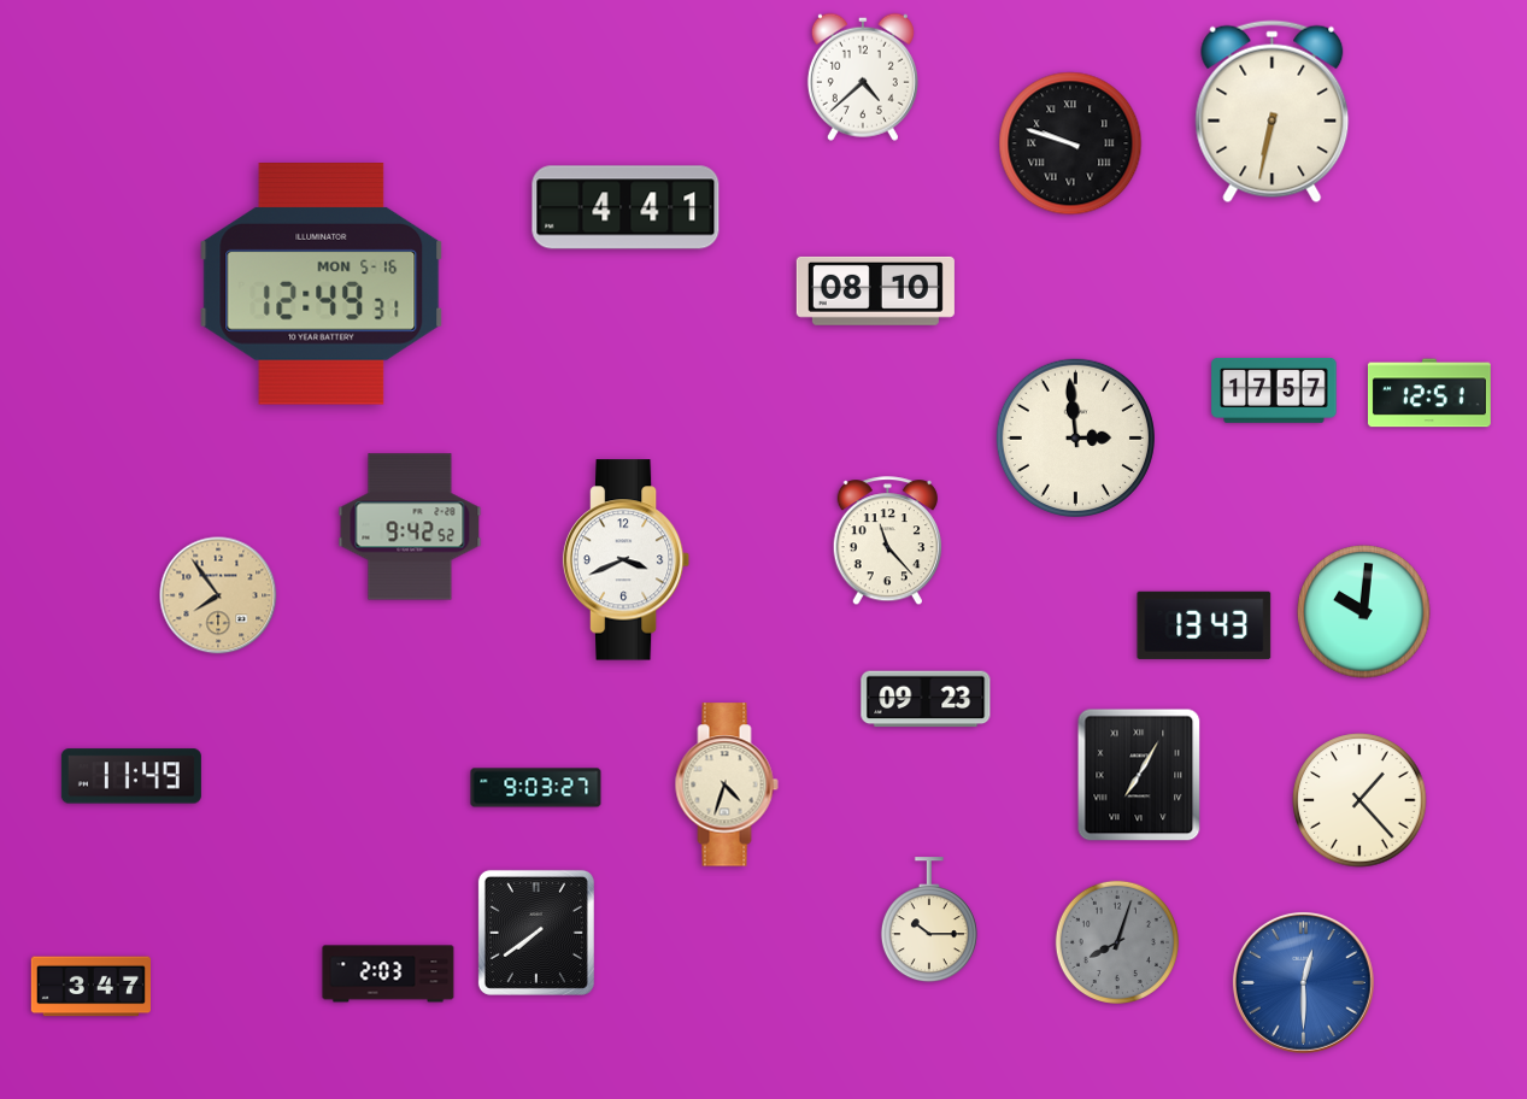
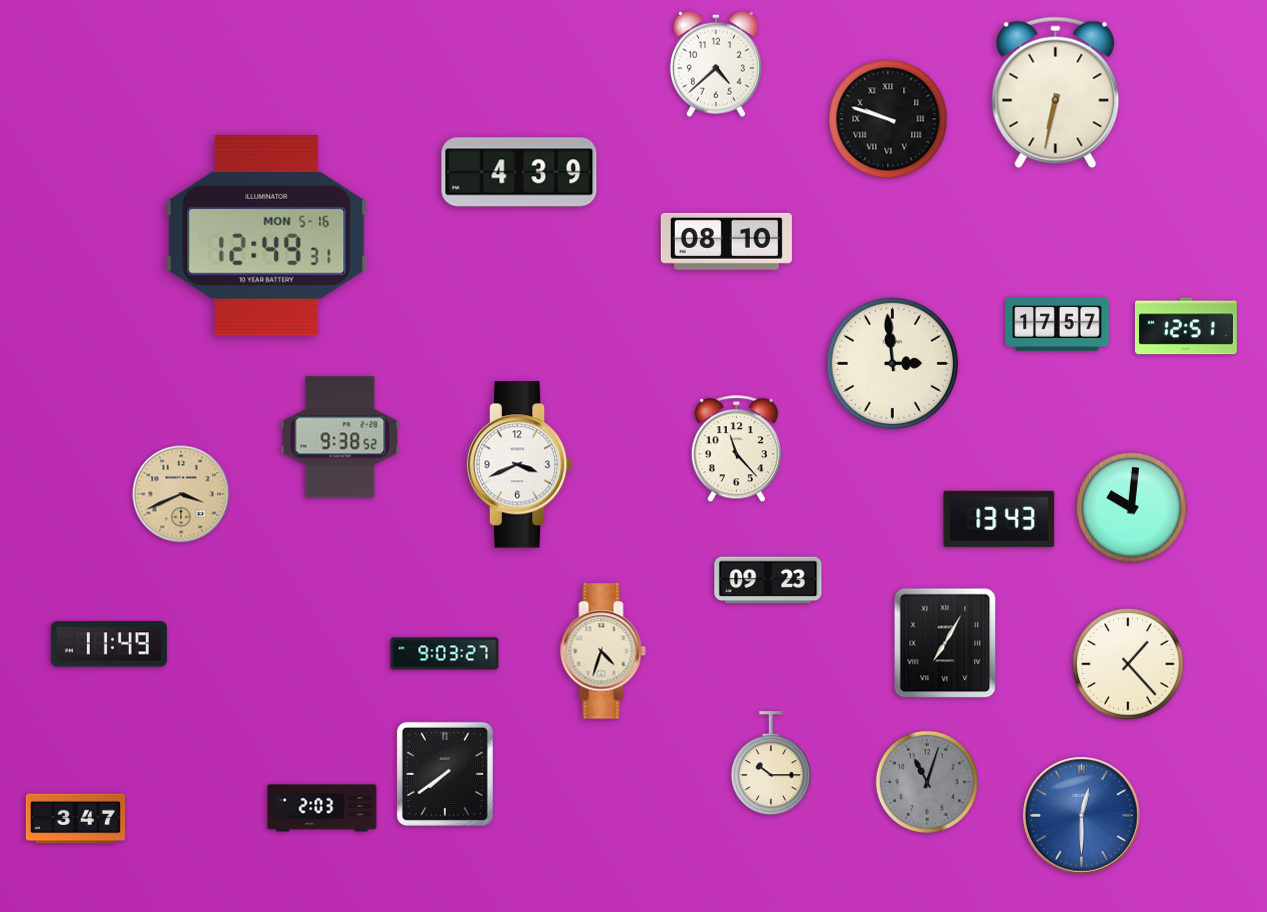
clock at (626, 207): 4:41 -> 4:39
clock at (410, 527): 9:42 -> 9:38
clock at (218, 595): 7:54 -> 3:41
clock at (1117, 942): 8:03 -> 11:03
